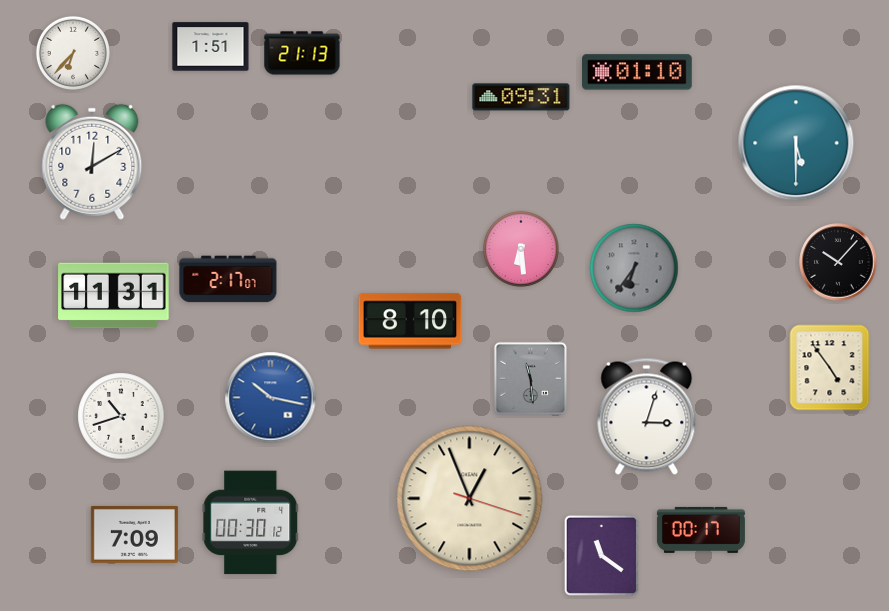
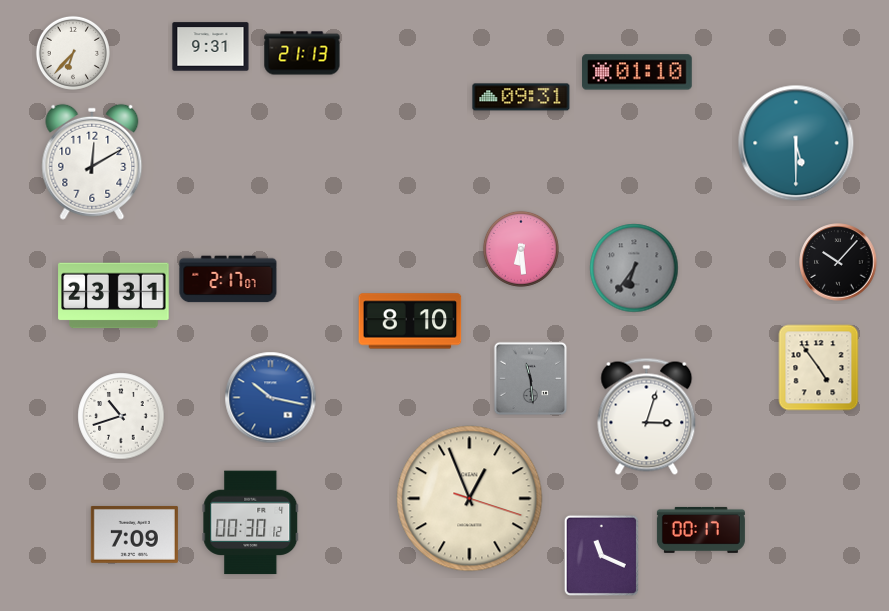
clock at (211, 47): 1:51 -> 9:31
clock at (114, 296): 11:31 -> 23:31
clock at (830, 368) position: (830, 368) -> (819, 368)
clock at (601, 555): 11:21 -> 11:19
